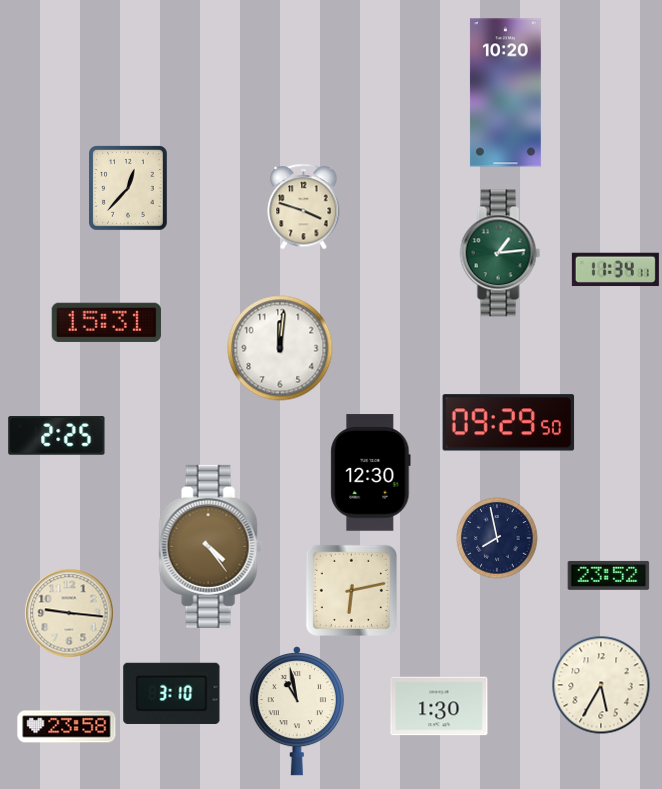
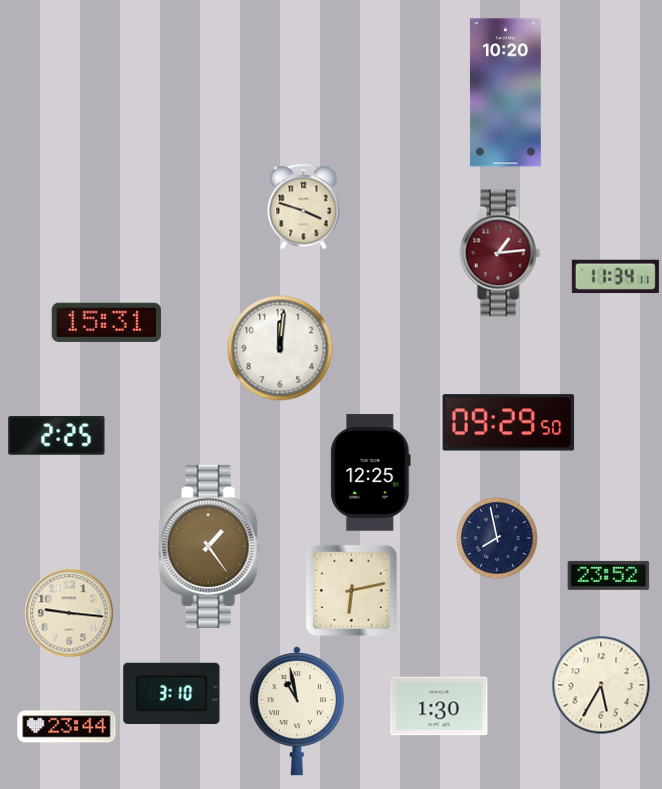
clock at (129, 188): 12:37 -> none
clock at (500, 253) dial: green -> burgundy
clock at (615, 270) position: (615, 270) -> (615, 277)
clock at (371, 473): 12:30 -> 12:25
clock at (210, 546): 4:24 -> 1:24
clock at (67, 727): 23:58 -> 23:44
